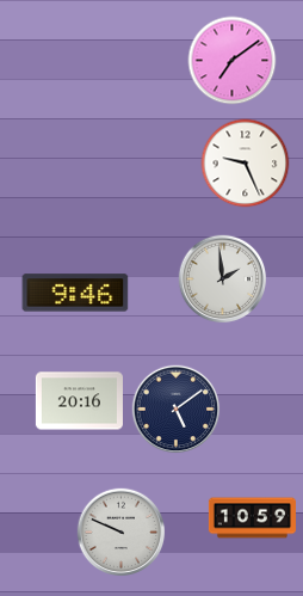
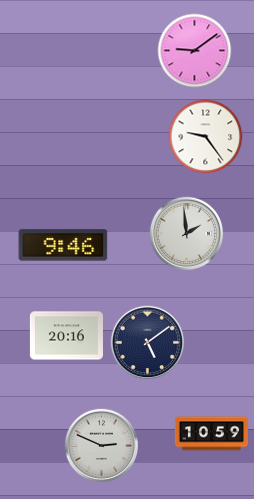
clock at (233, 61): 7:09 -> 9:09
clock at (246, 164): 9:26 -> 9:24
clock at (122, 533): 9:49 -> 2:49
